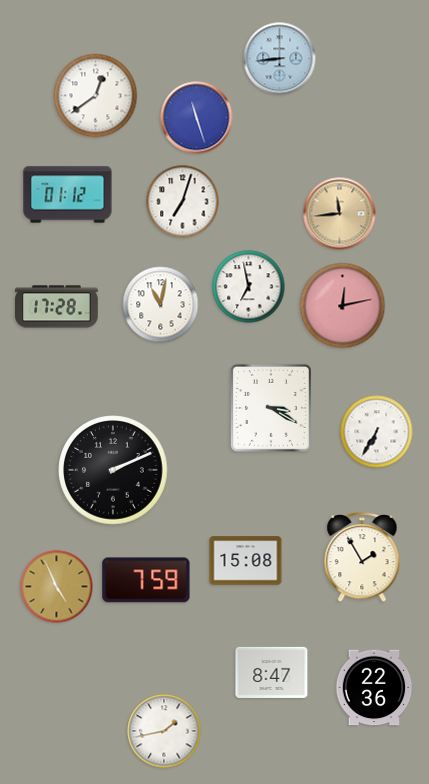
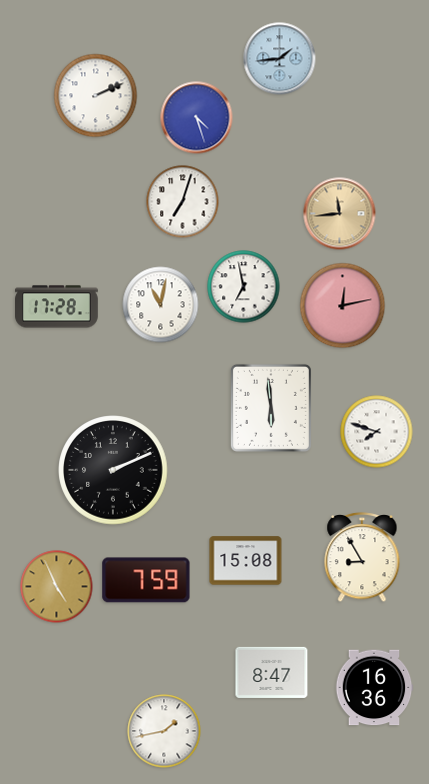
clock at (280, 59): 8:44 -> 1:44
clock at (96, 96): 12:39 -> 2:11
clock at (197, 118): 11:27 -> 4:27
clock at (68, 195): 01:12 -> none
clock at (249, 287) position: (249, 287) -> (244, 287)
clock at (271, 408): 3:20 -> 5:59
clock at (377, 432): 6:35 -> 7:48
clock at (362, 557): 1:55 -> 8:55
clock at (374, 688): 22:36 -> 16:36
